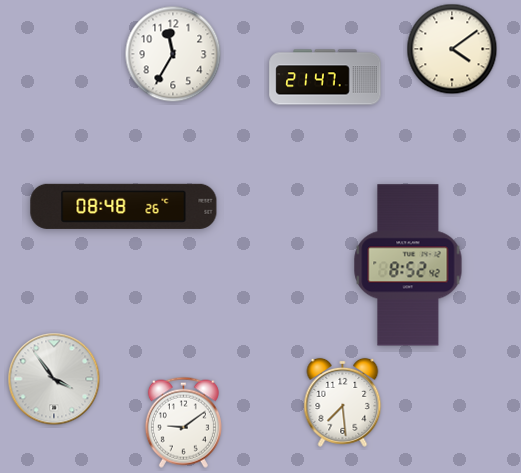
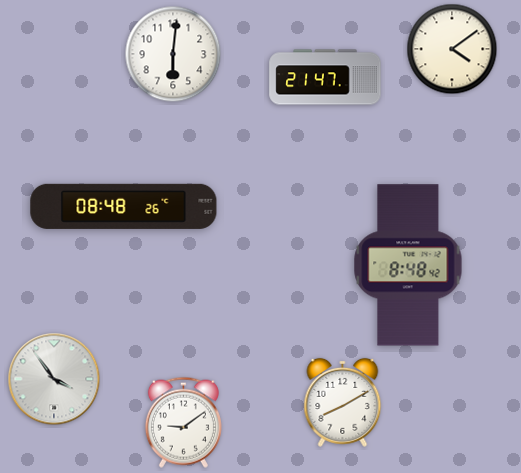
clock at (173, 54): 11:35 -> 6:01
clock at (408, 265): 8:52 -> 8:48
clock at (343, 402): 7:29 -> 8:10
